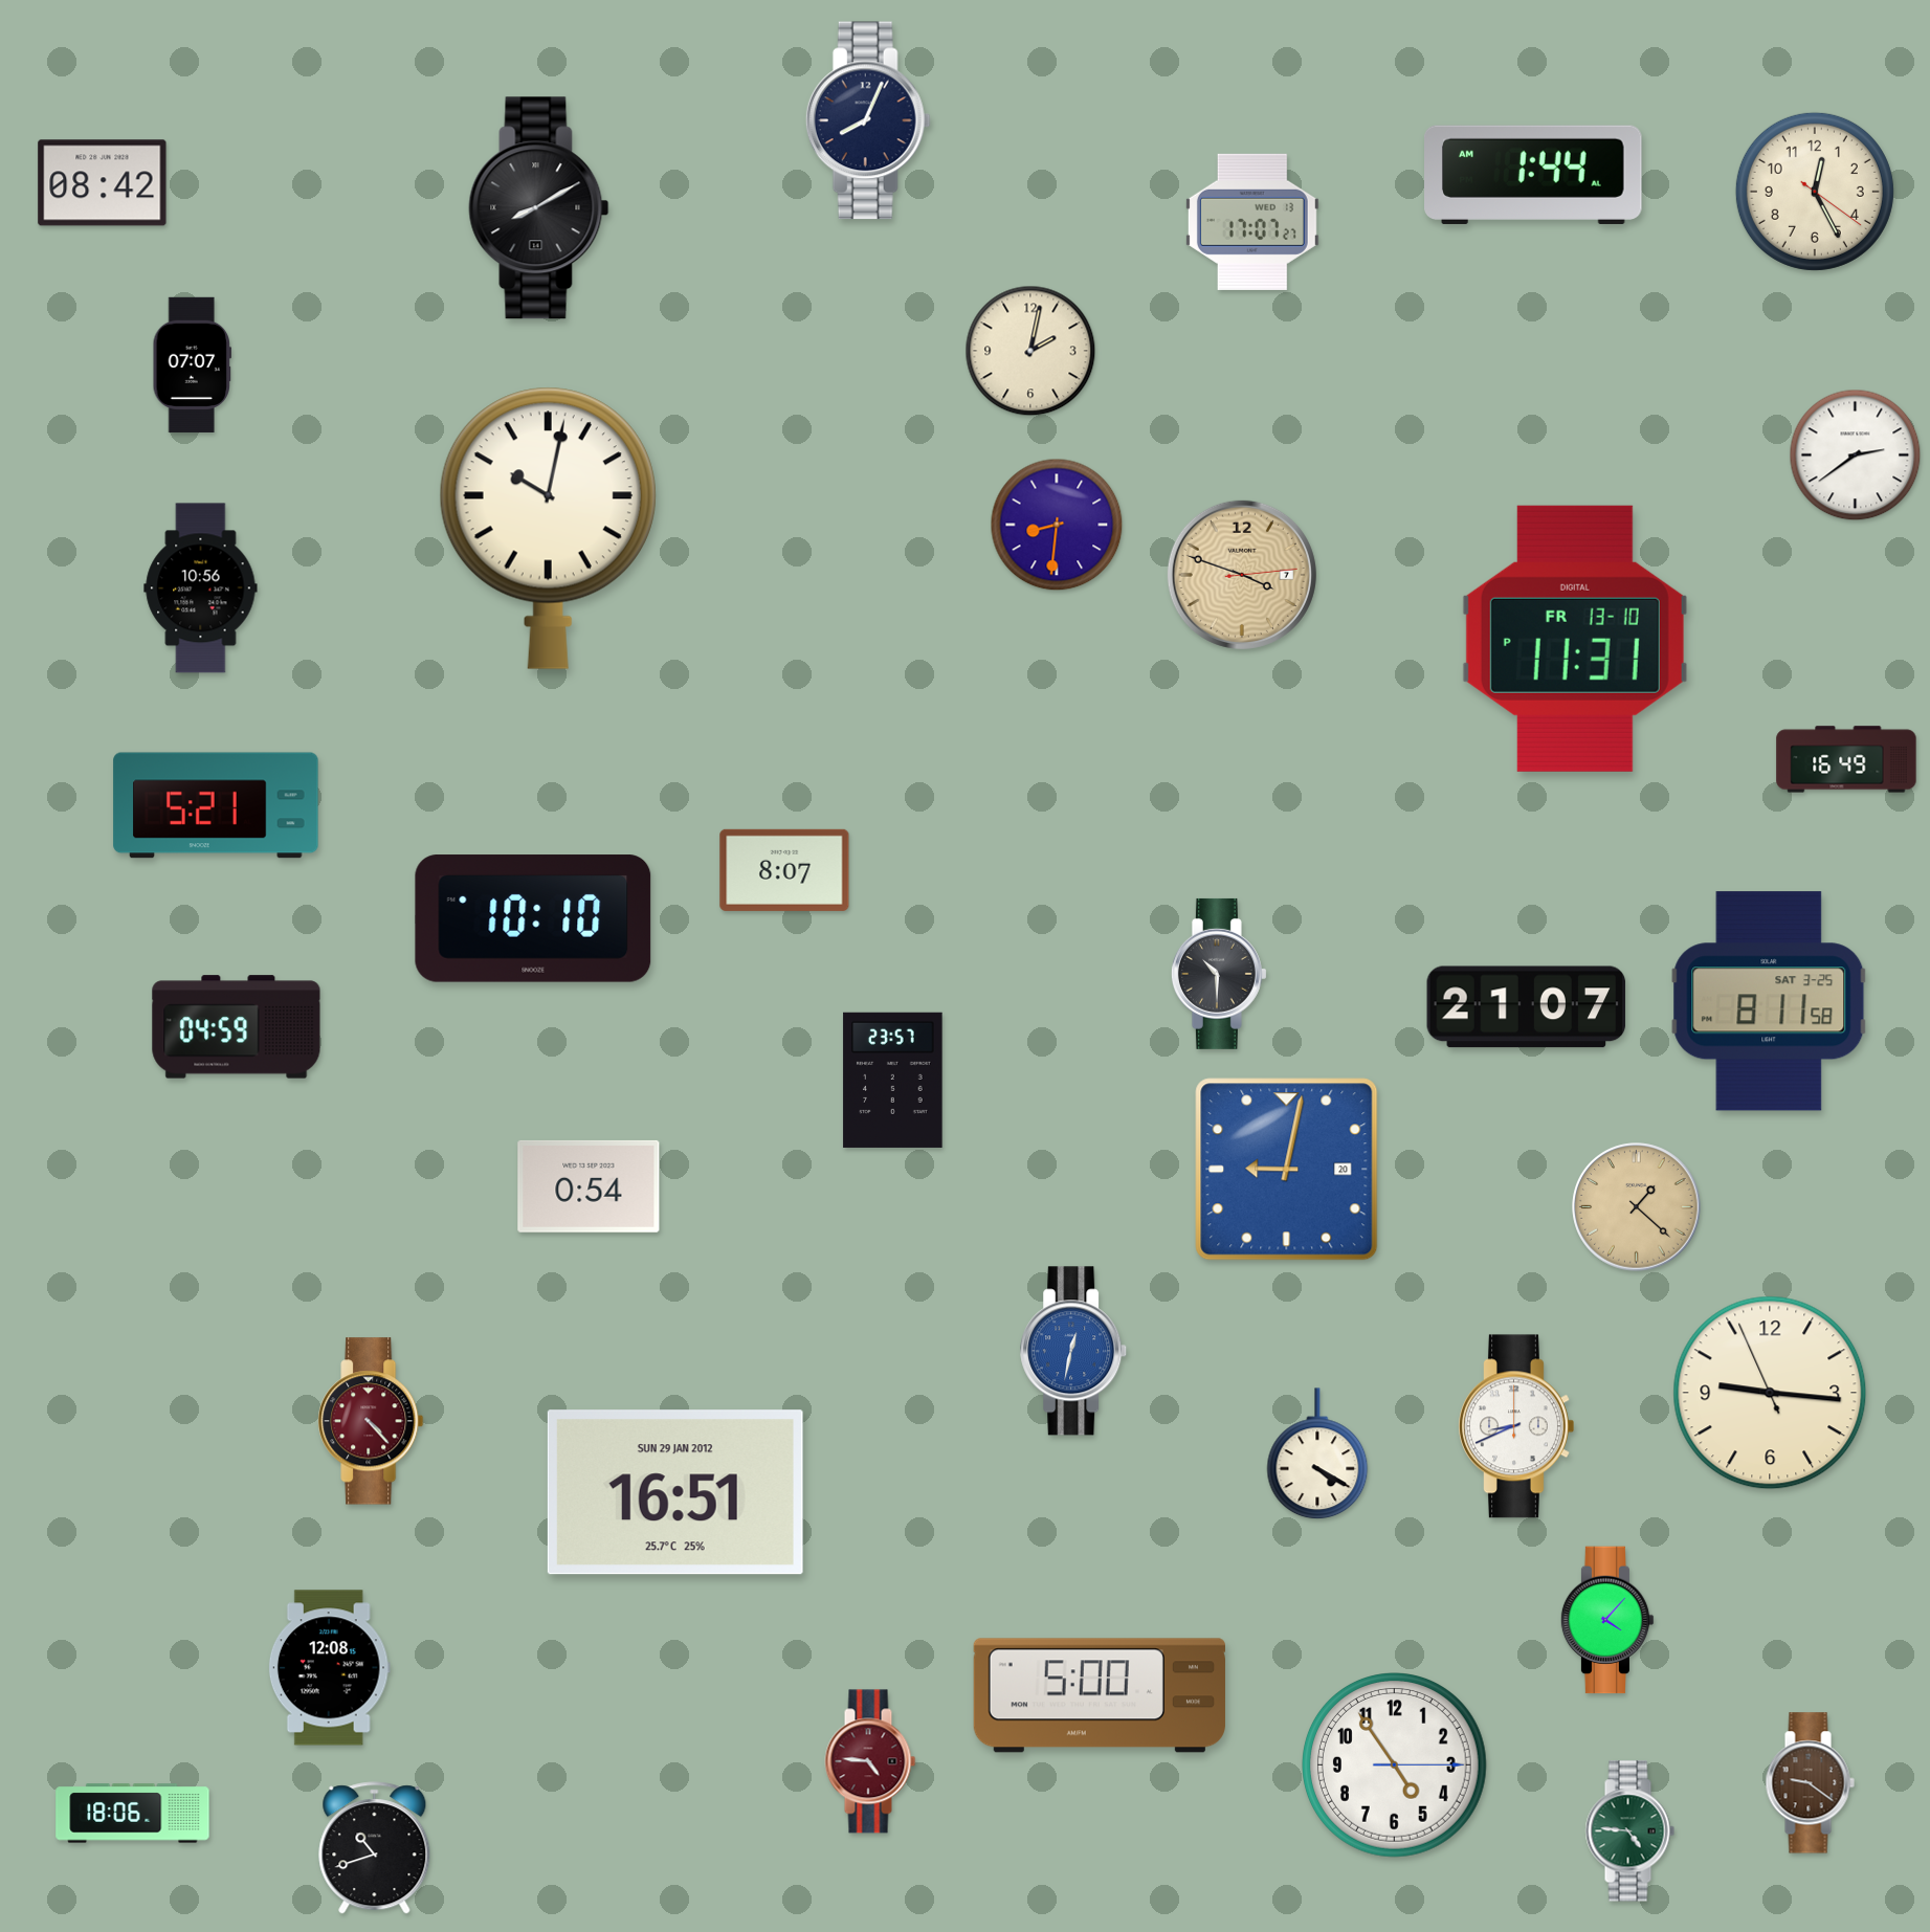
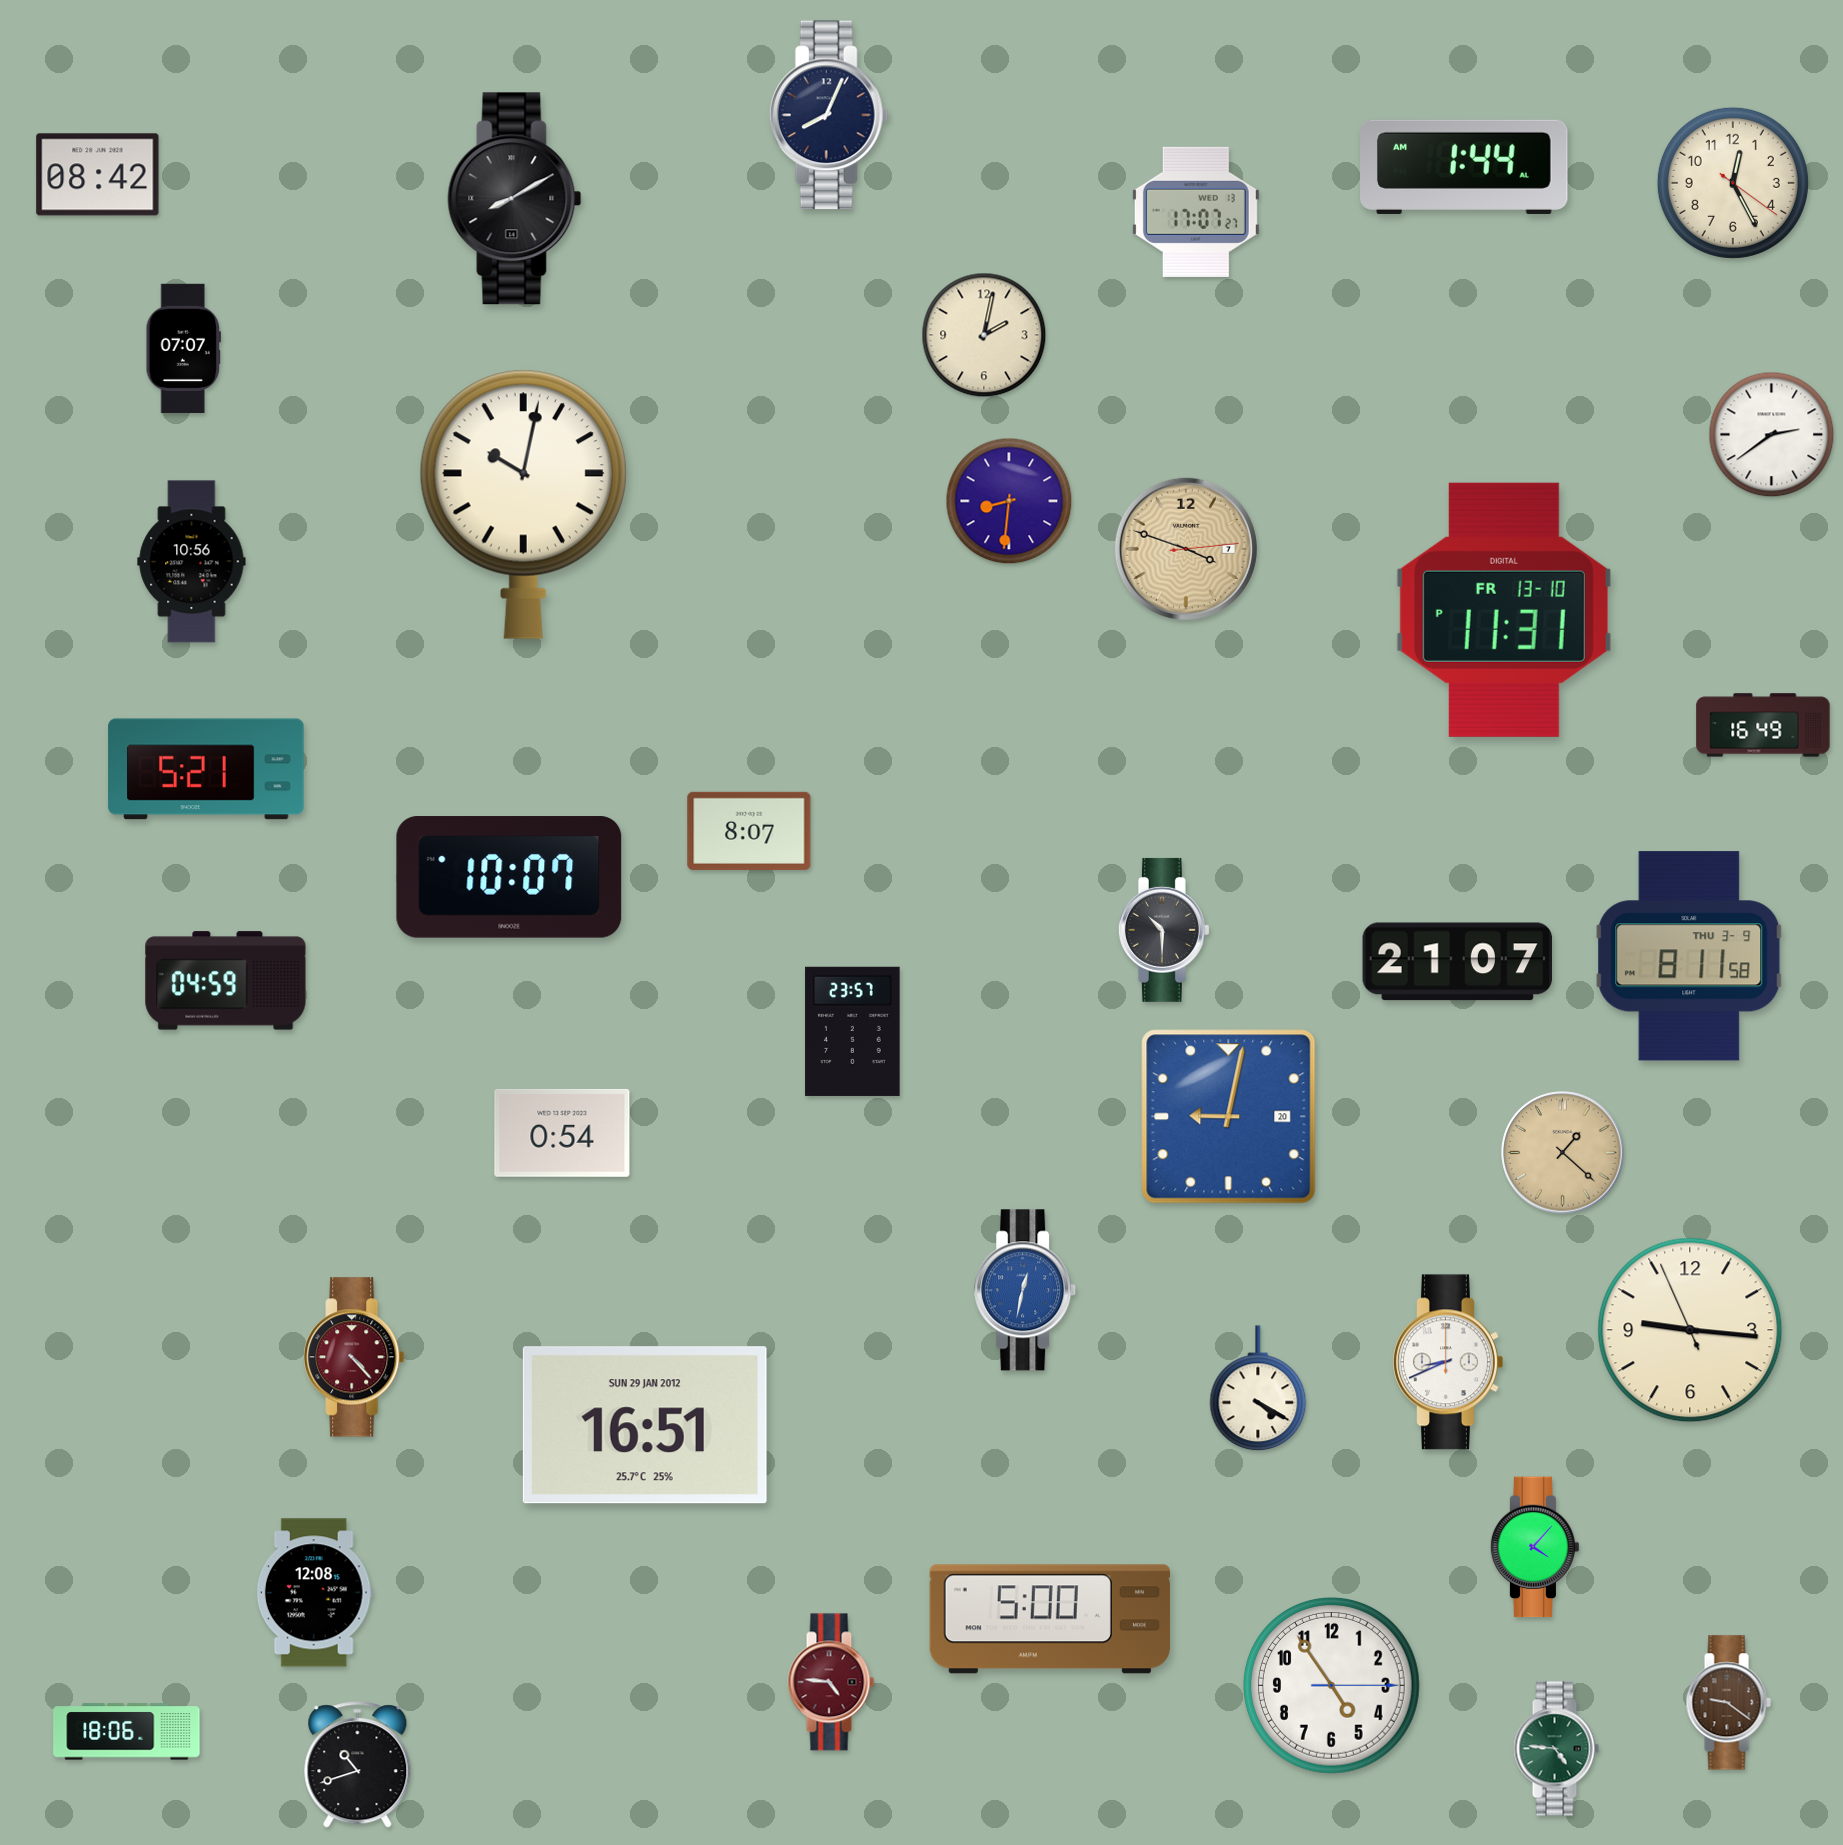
clock at (533, 918): 10:10 -> 10:07
clock at (1769, 1001) date: SAT 3-25 -> THU 3-9
